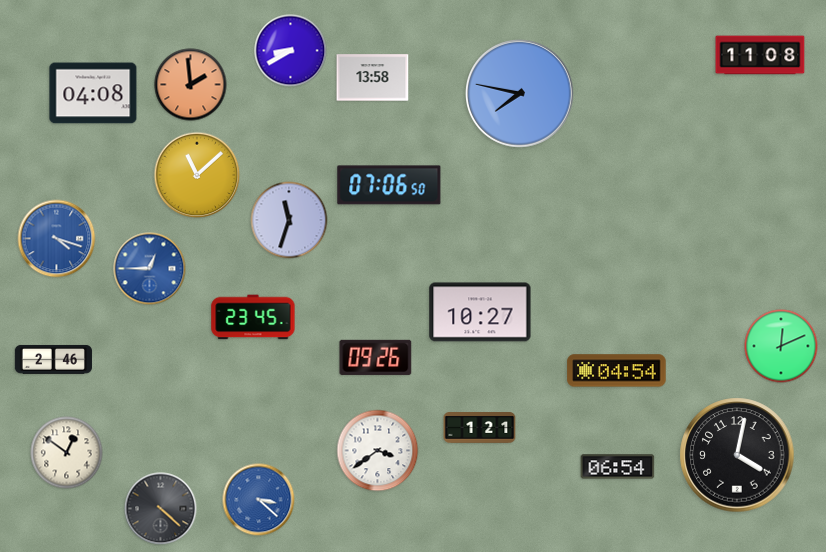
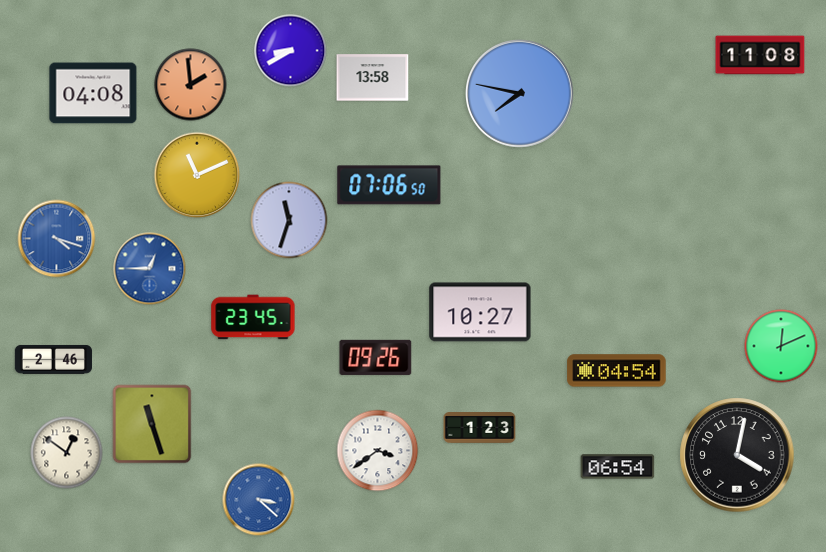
clock at (197, 175): 11:08 -> 11:11
clock at (152, 424): none -> 11:27
clock at (480, 428): 1:21 -> 1:23
clock at (161, 509): 4:22 -> none
